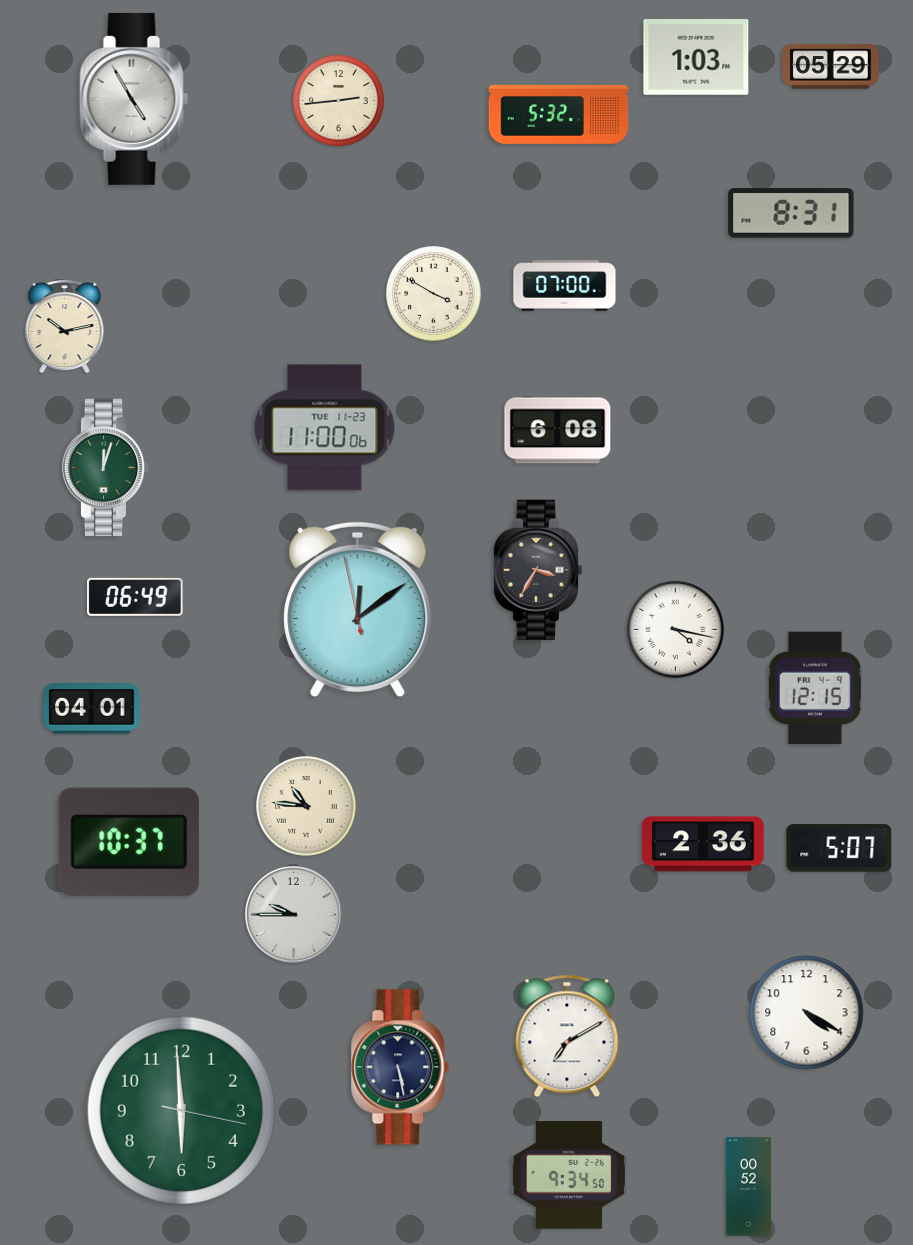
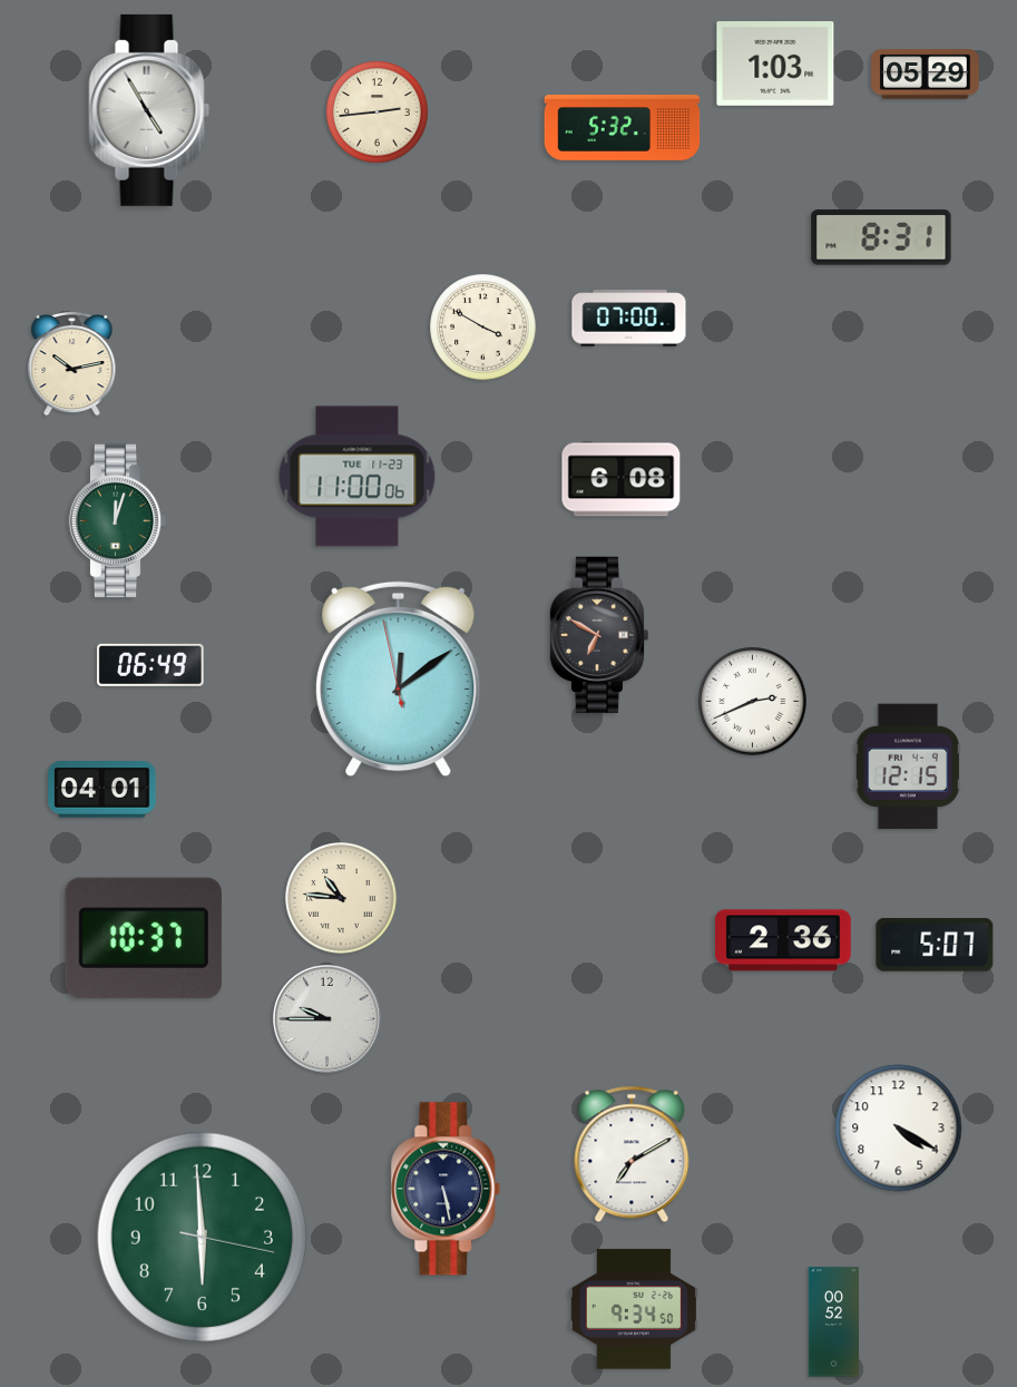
clock at (325, 428) position: (325, 428) -> (358, 477)
clock at (538, 569): 3:35 -> 6:50
clock at (676, 630): 4:17 -> 2:41
